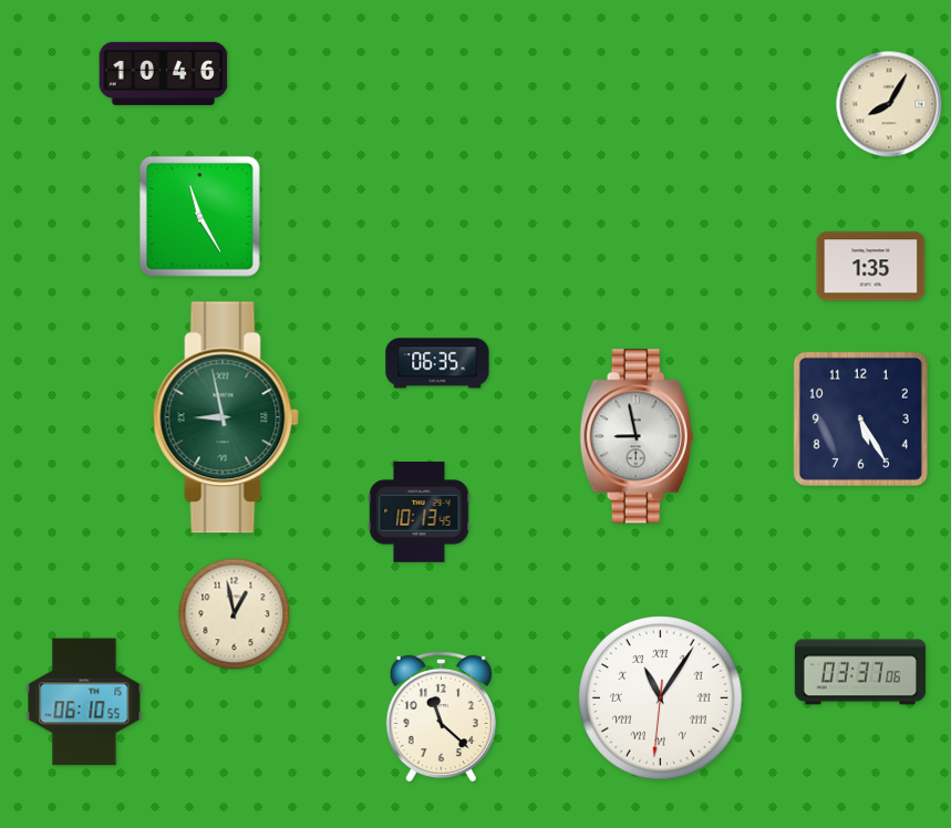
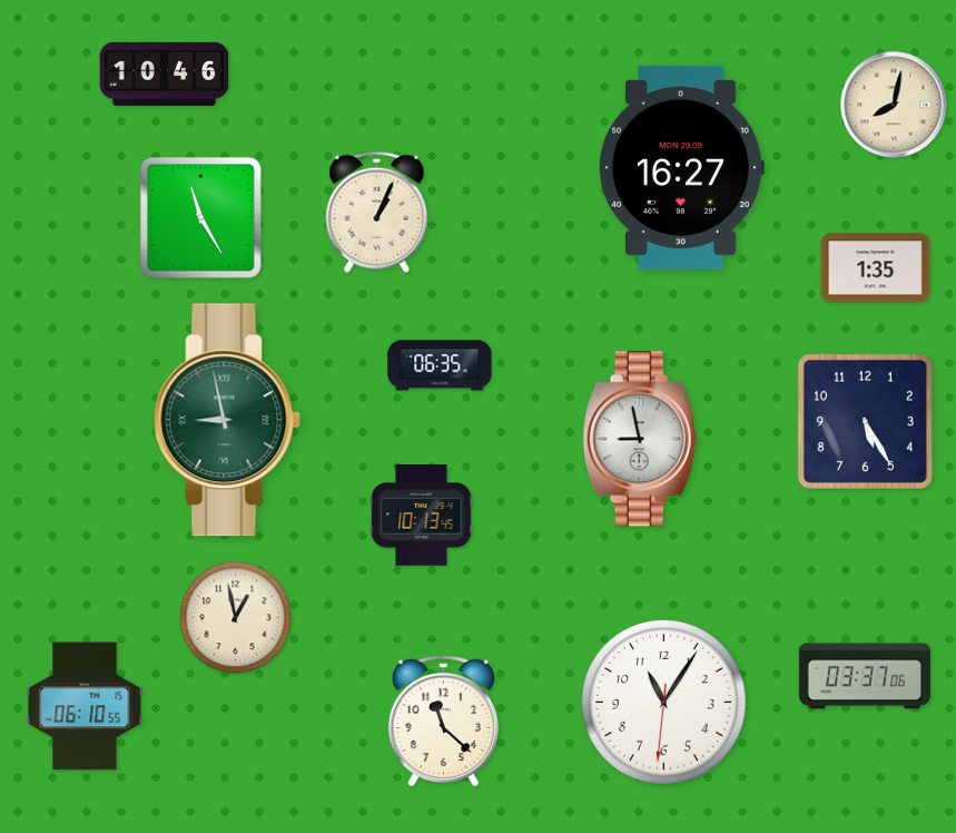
clock at (889, 104): 8:05 -> 8:02
clock at (681, 167): none -> 16:27
clock at (377, 212): none -> 1:04
clock at (661, 698) numerals: Roman -> Arabic
